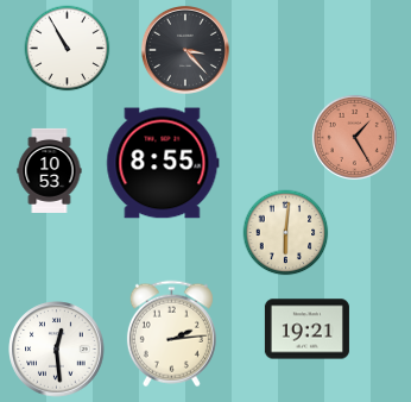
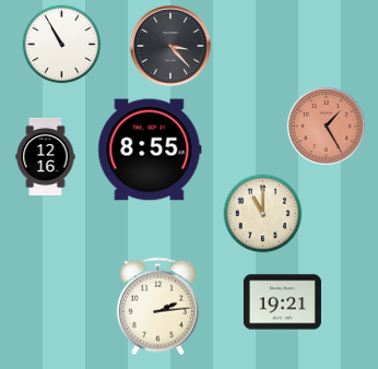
clock at (50, 170): 10:53 -> 12:16
clock at (286, 233): 6:01 -> 11:00
clock at (57, 350): 12:29 -> none
